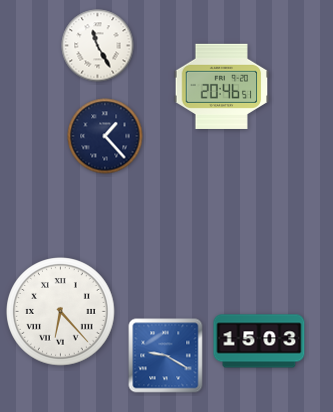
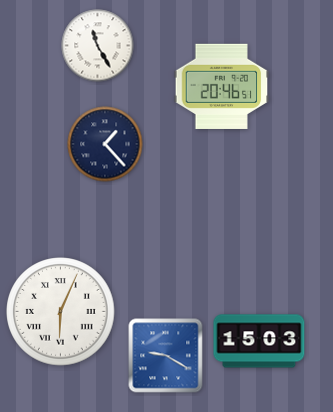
clock at (105, 136) position: (105, 136) -> (105, 144)
clock at (61, 312): 6:23 -> 6:04
